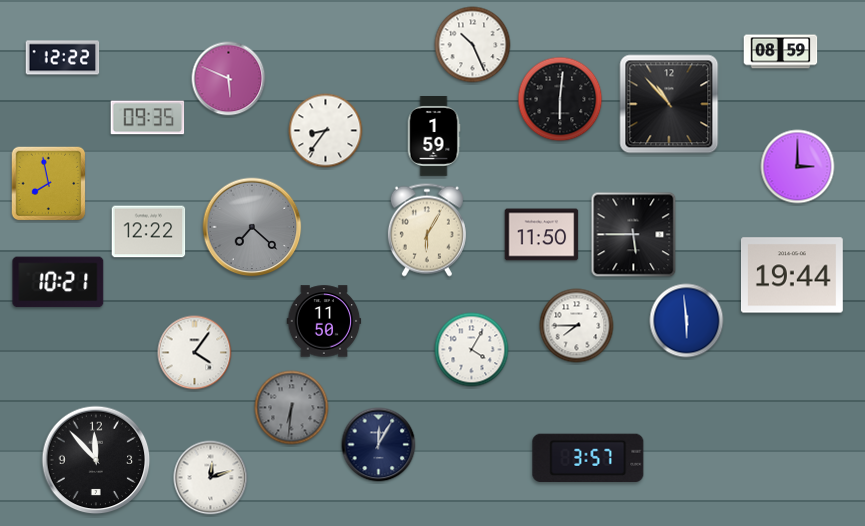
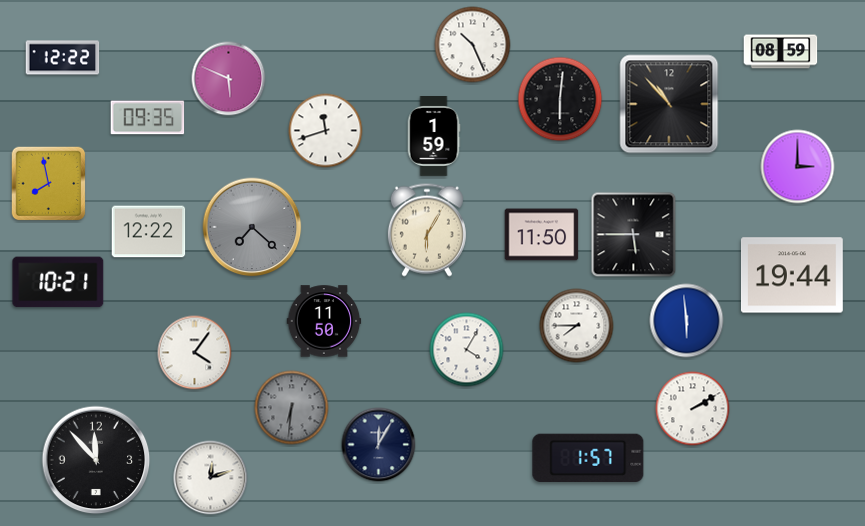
clock at (326, 131): 8:36 -> 11:42
clock at (472, 350) position: (472, 350) -> (467, 350)
clock at (693, 409): none -> 2:10
clock at (588, 458): 3:57 -> 1:57
